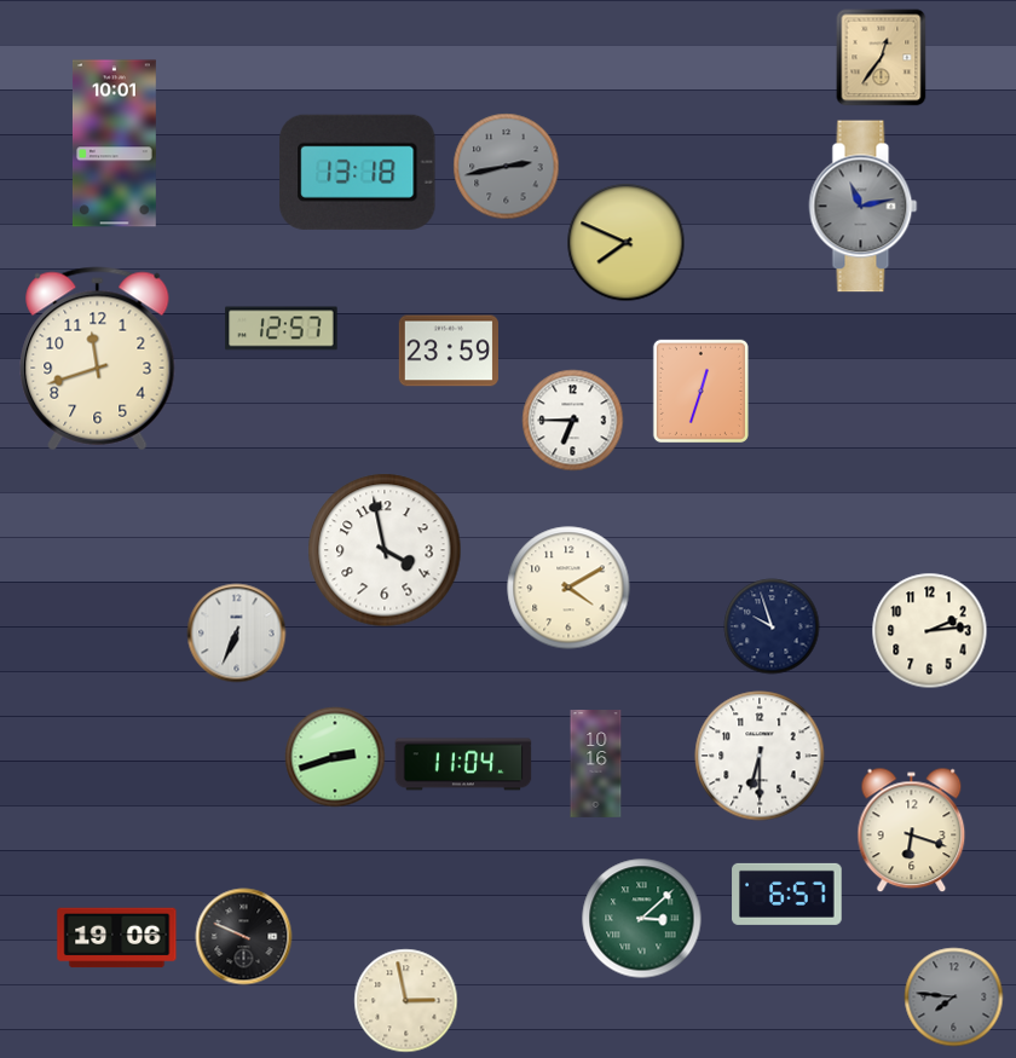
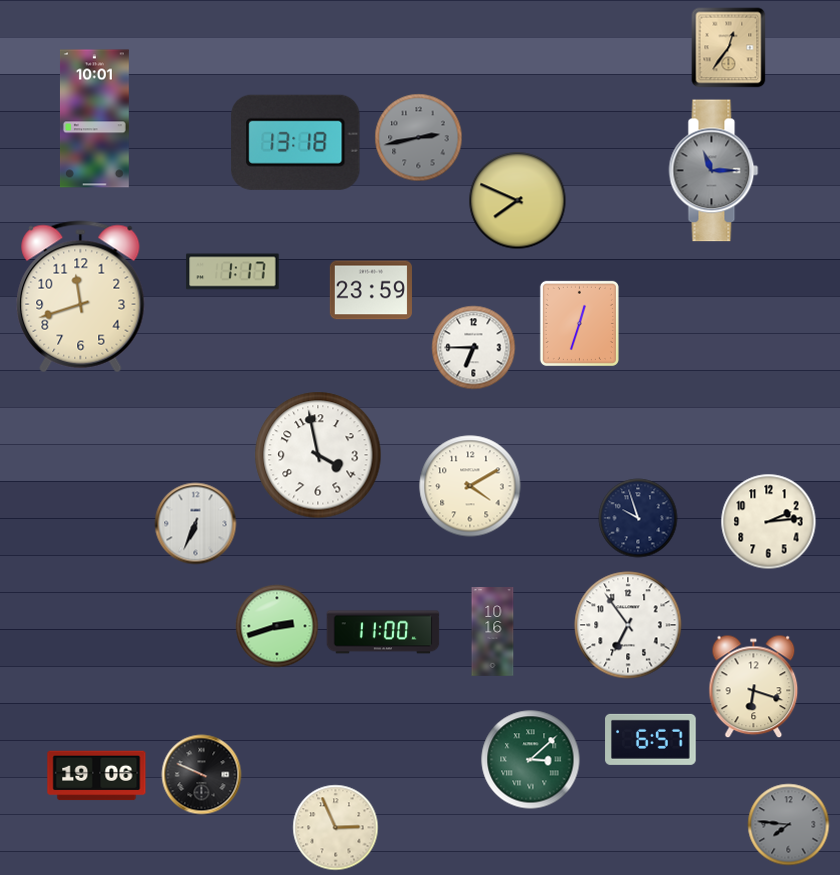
clock at (864, 207): 11:13 -> 11:15
clock at (282, 329): 12:57 -> 1:17
clock at (760, 756): 6:30 -> 6:54
clock at (463, 764): 11:04 -> 11:00
clock at (406, 1001): 2:58 -> 2:56
